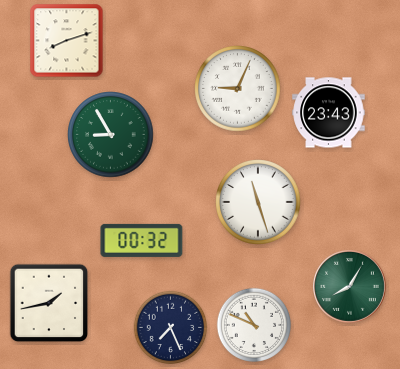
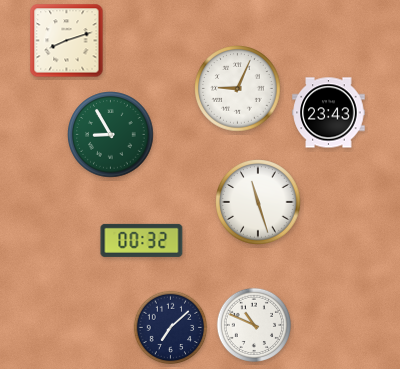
clock at (350, 287): 8:05 -> none
clock at (49, 303): 1:43 -> none
clock at (171, 328): 7:26 -> 7:08
